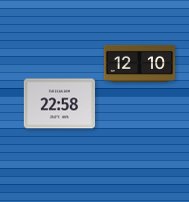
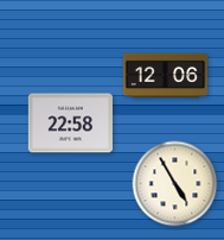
clock at (140, 63): 12:10 -> 12:06
clock at (175, 184): none -> 4:55
